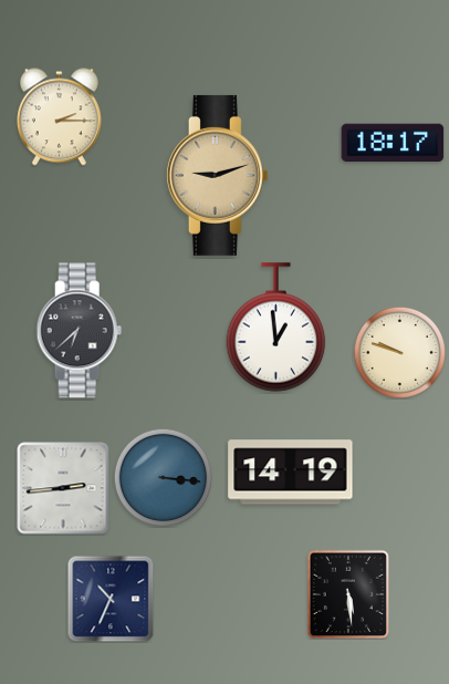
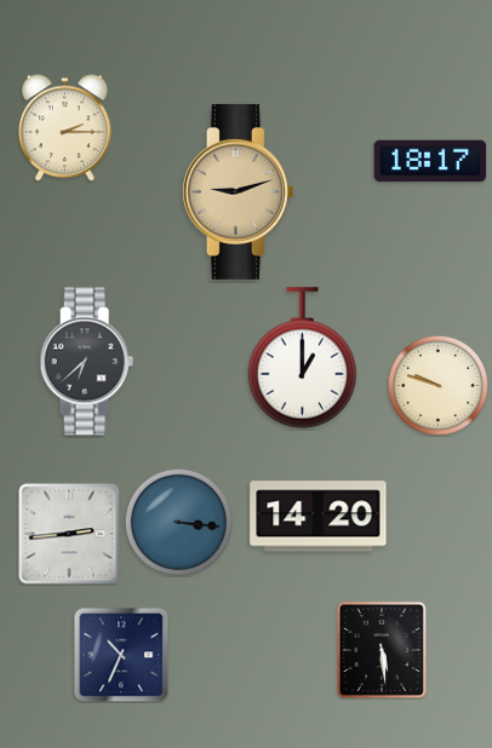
clock at (393, 143) position: (393, 143) -> (430, 161)
clock at (276, 328): 12:59 -> 1:00
clock at (291, 473): 14:19 -> 14:20
